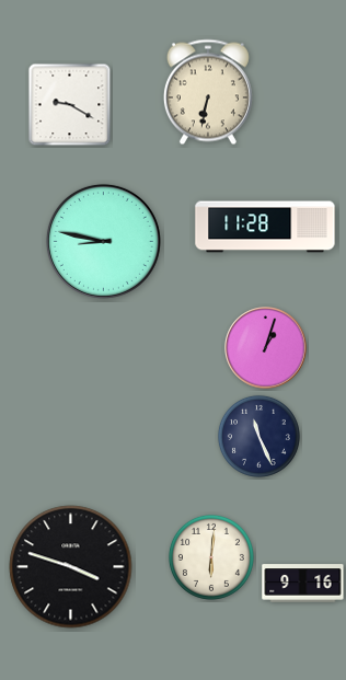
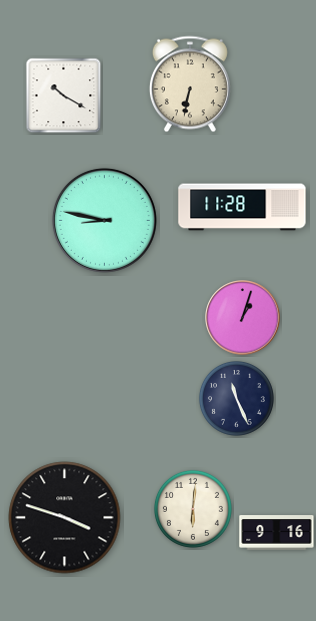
clock at (70, 105): 9:20 -> 10:20
clock at (103, 241) position: (103, 241) -> (104, 220)
